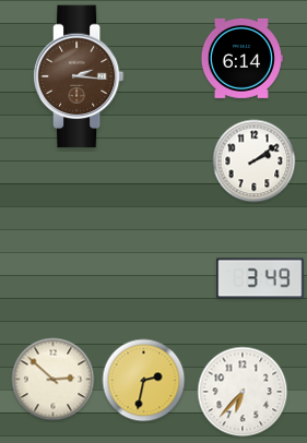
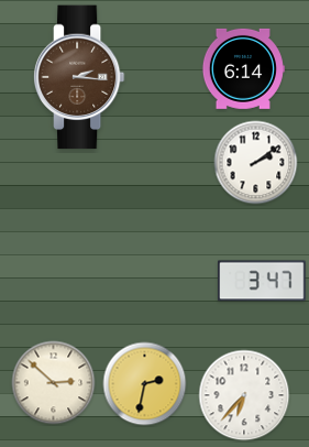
clock at (241, 58) position: (241, 58) -> (243, 68)
clock at (261, 278): 3:49 -> 3:47
